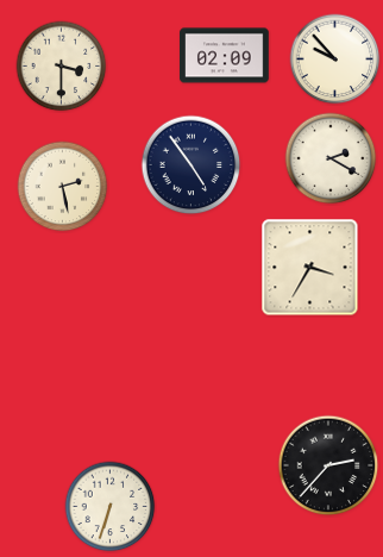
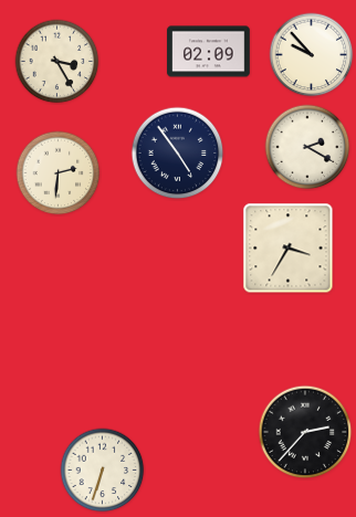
clock at (62, 67): 3:30 -> 3:25
clock at (63, 187): 2:28 -> 2:31
